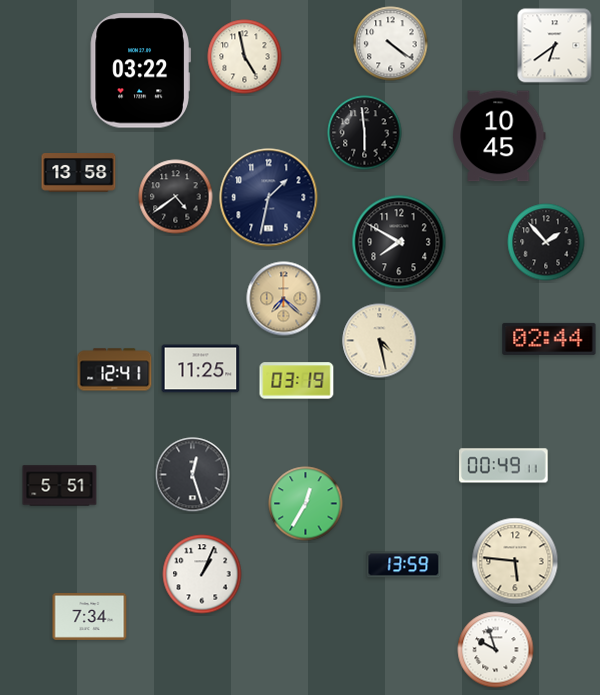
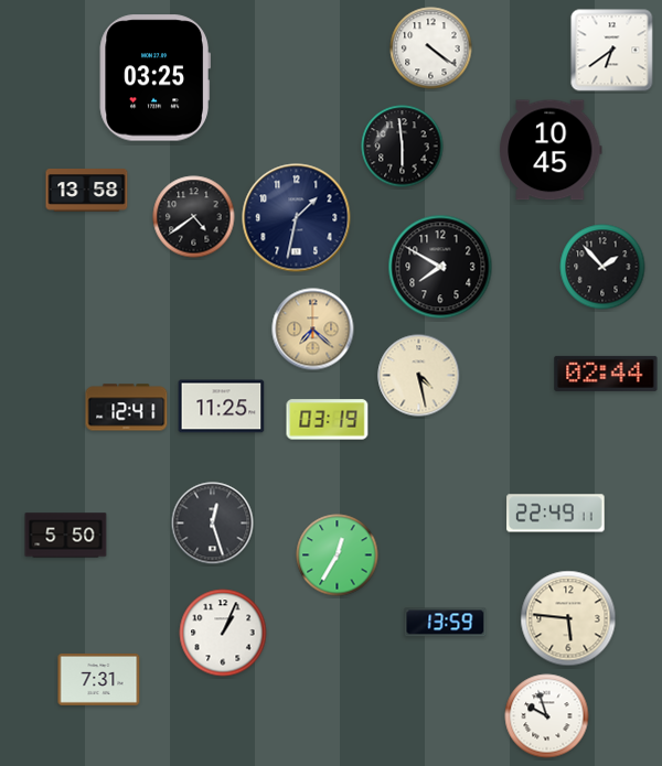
clock at (245, 57): 4:58 -> none
clock at (140, 71): 03:22 -> 03:25
clock at (504, 466): 00:49 -> 22:49
clock at (60, 486): 5:51 -> 5:50
clock at (90, 616): 7:34 -> 7:31
